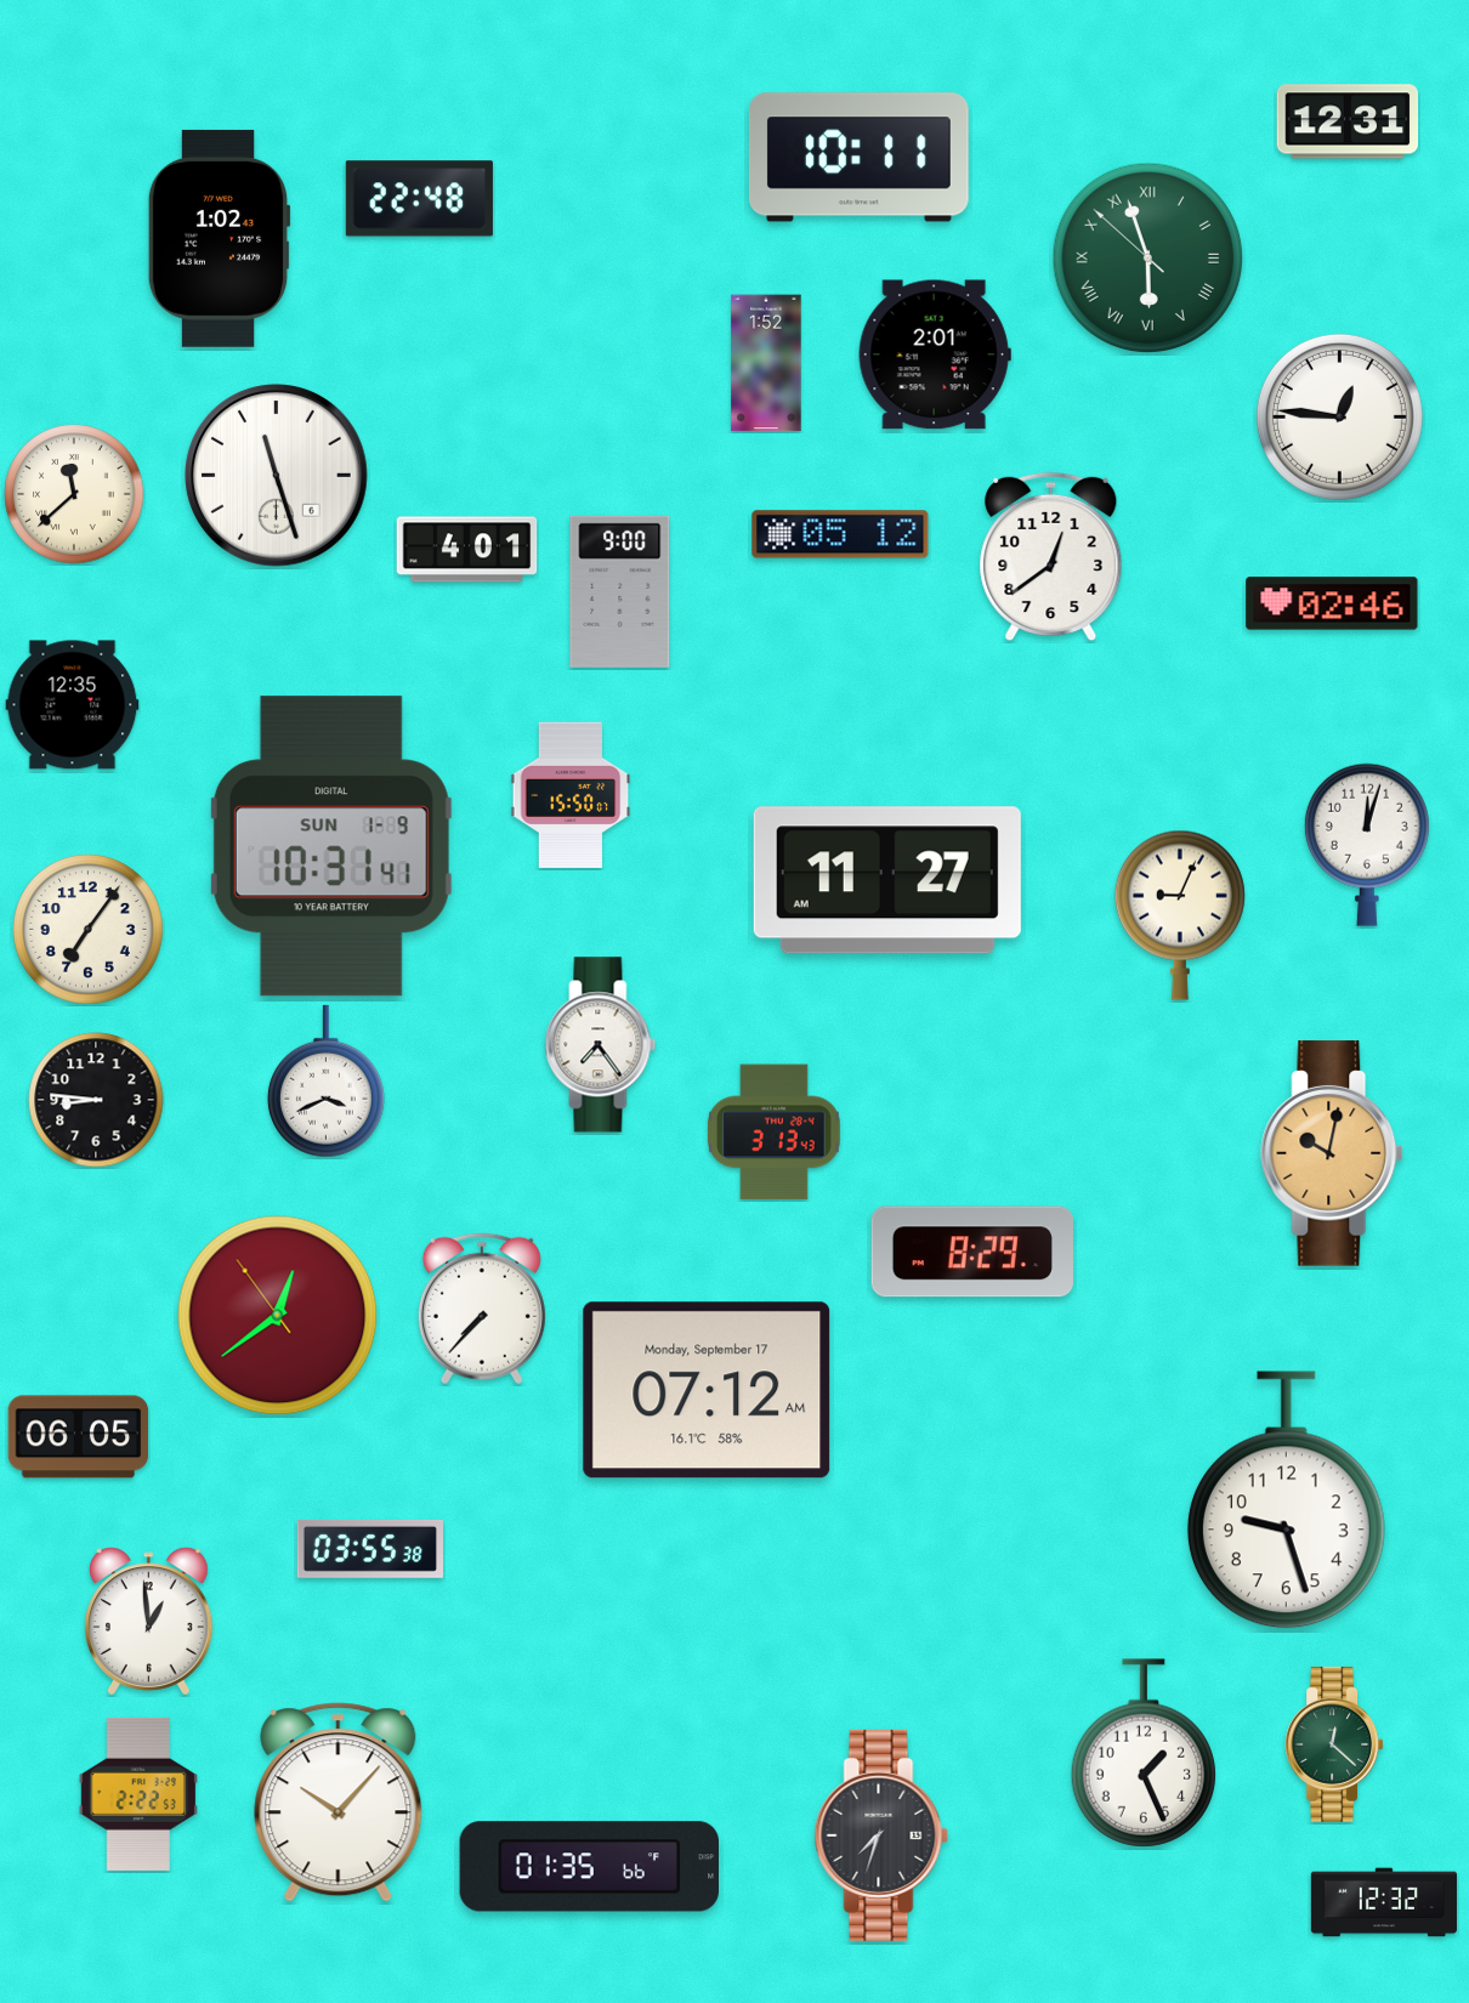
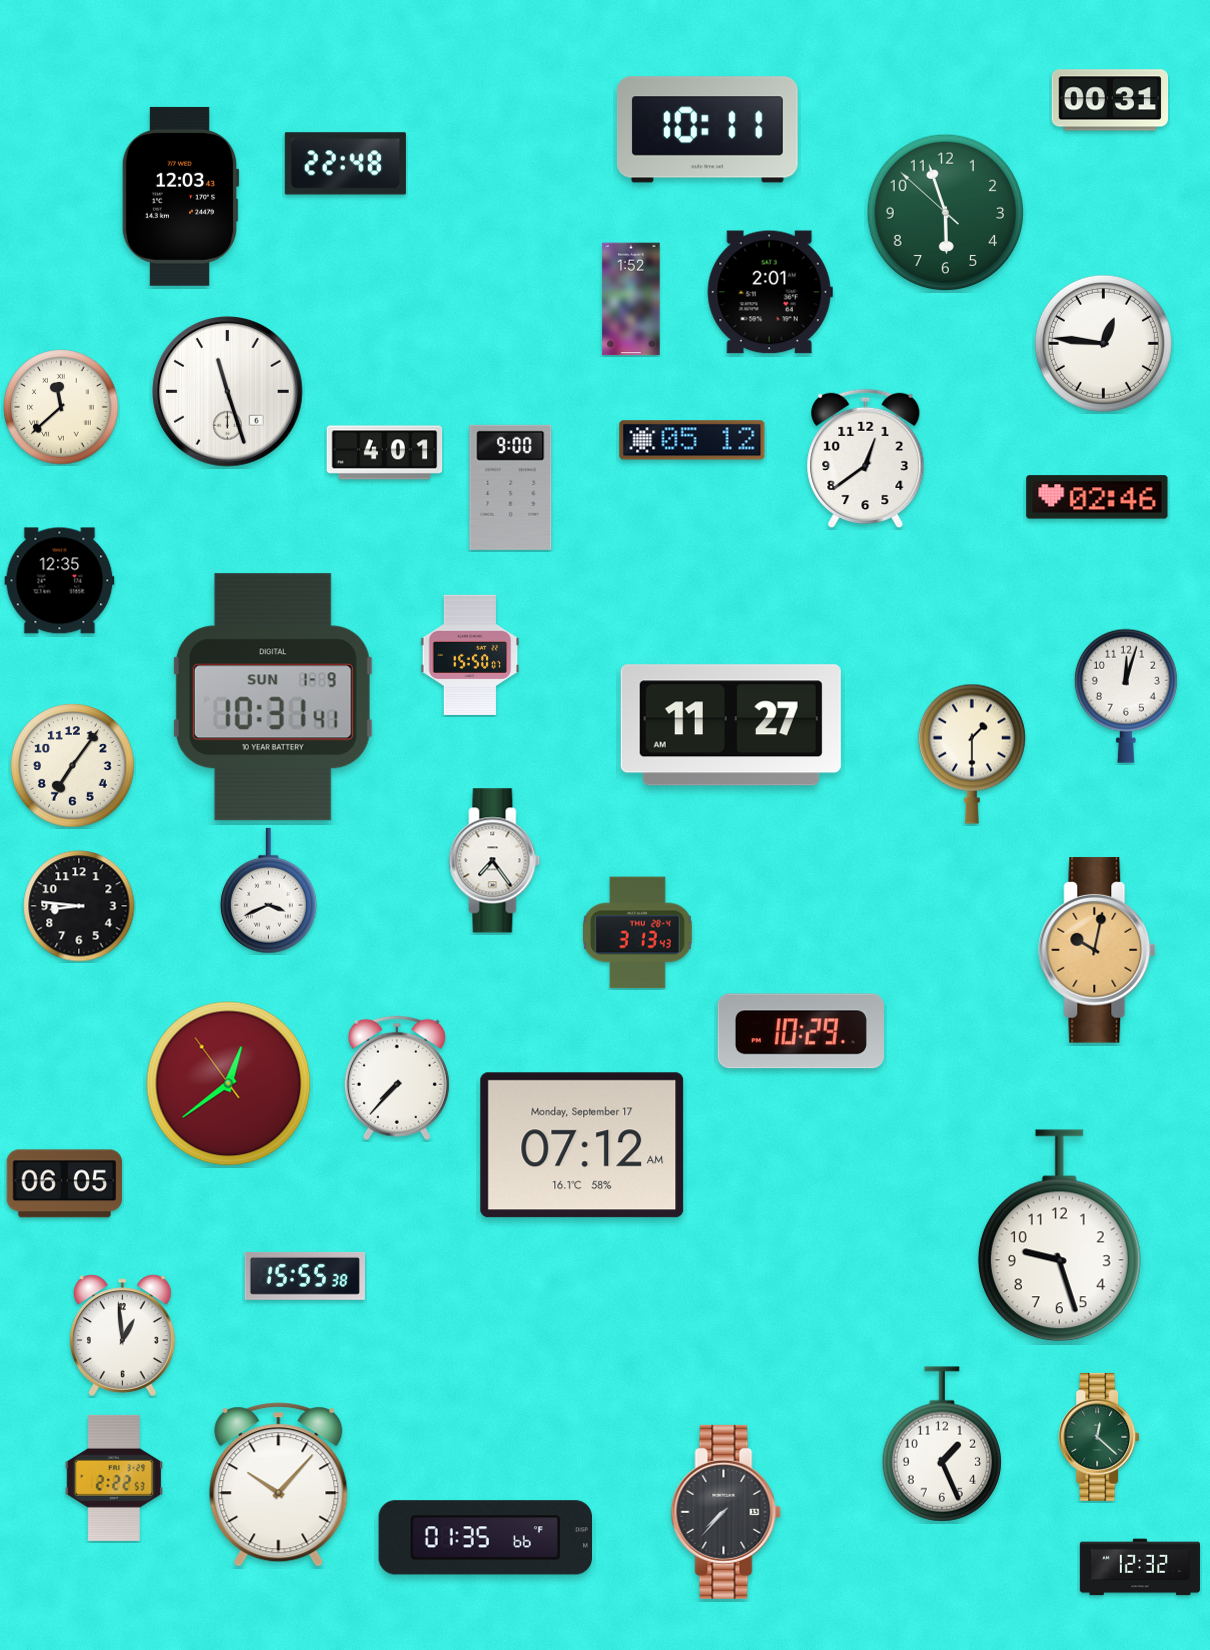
clock at (1348, 121): 12:31 -> 00:31
clock at (219, 238): 1:02 -> 12:03
clock at (1148, 259) numerals: Roman -> Arabic
clock at (1180, 915): 9:04 -> 1:30
clock at (972, 1252): 8:29 -> 10:29
clock at (370, 1549): 03:55 -> 15:55
clock at (881, 1835): 7:33 -> 7:37
